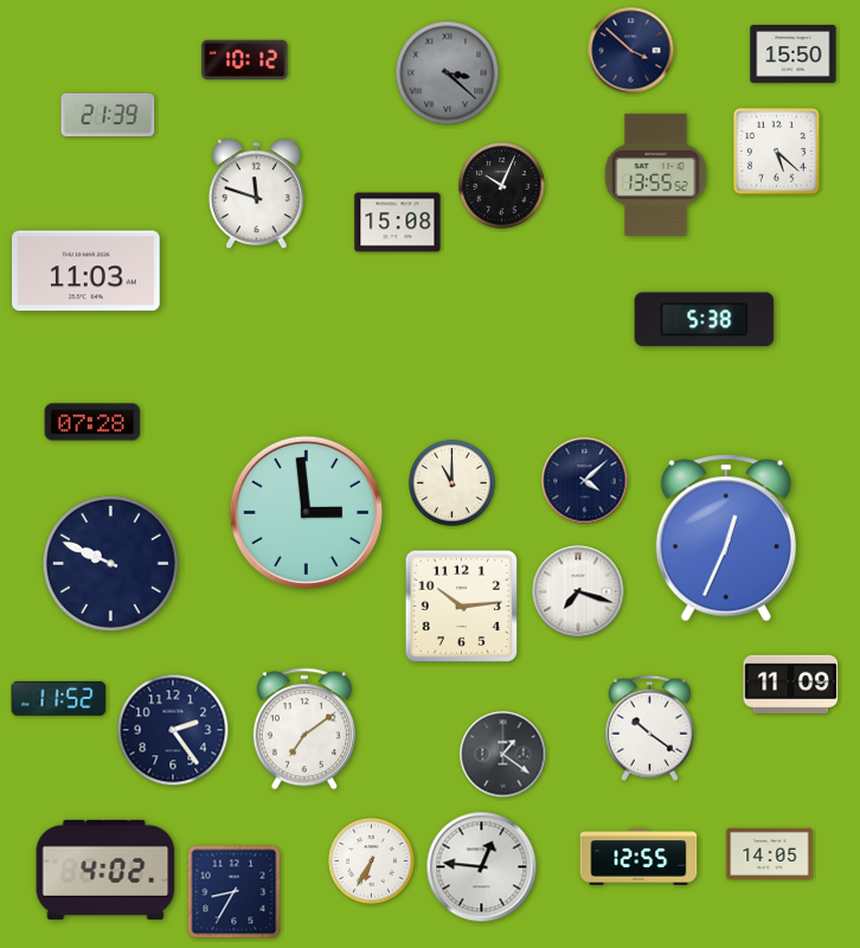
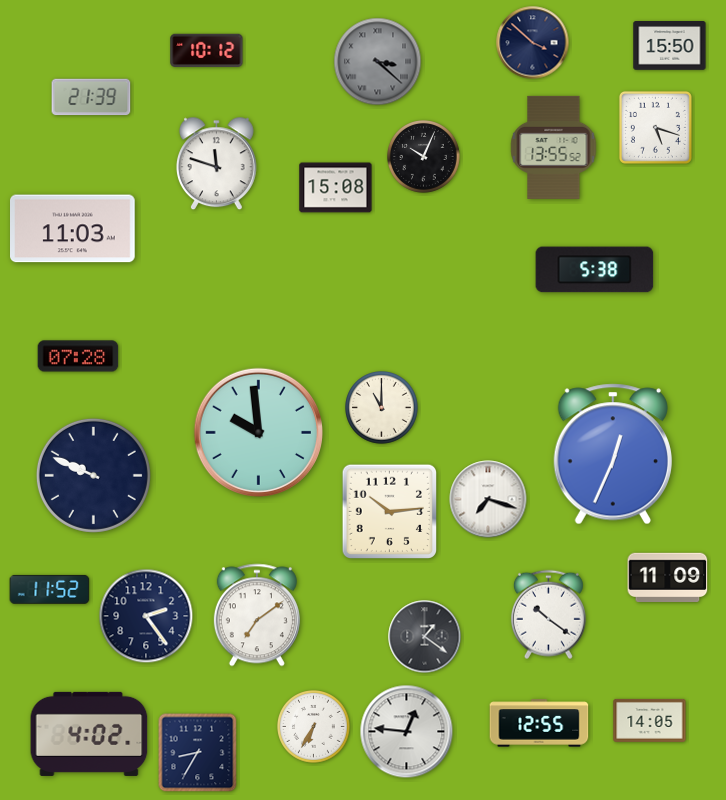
clock at (776, 150): 5:22 -> 5:18
clock at (585, 481): 4:08 -> none
clock at (306, 512): 2:59 -> 9:59
